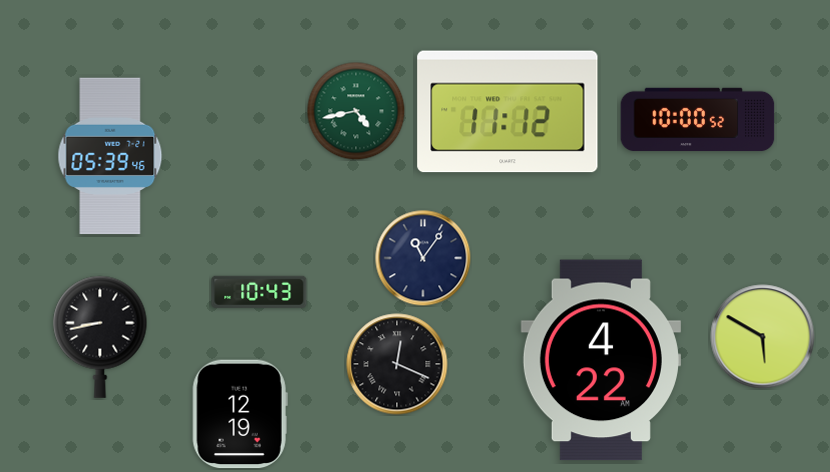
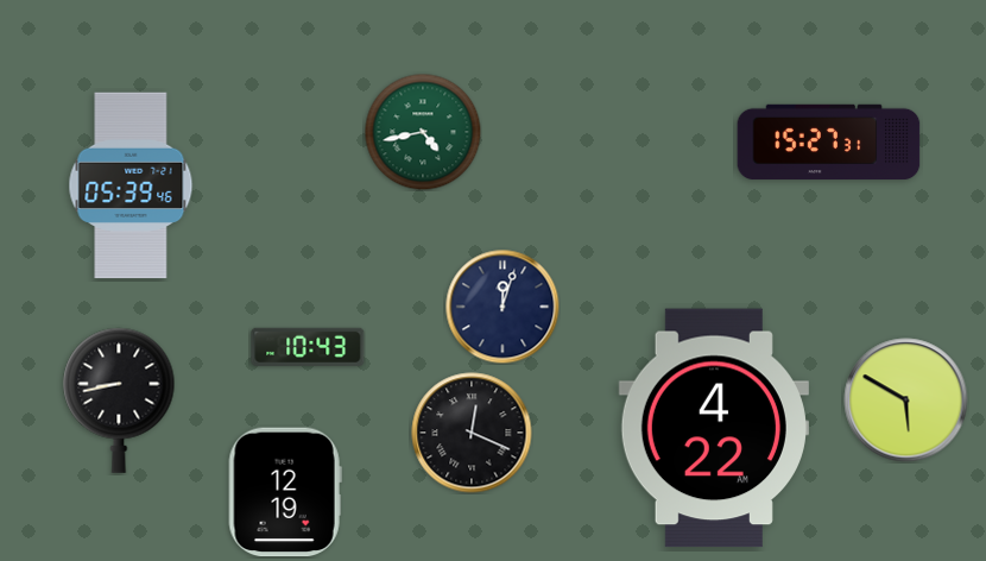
clock at (508, 112): 11:12 -> none
clock at (698, 120): 10:00 -> 15:27
clock at (423, 258): 11:06 -> 12:03
